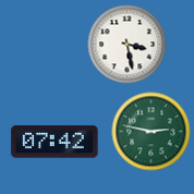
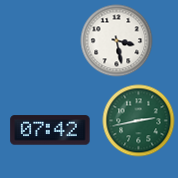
clock at (151, 132): 2:47 -> 2:43
